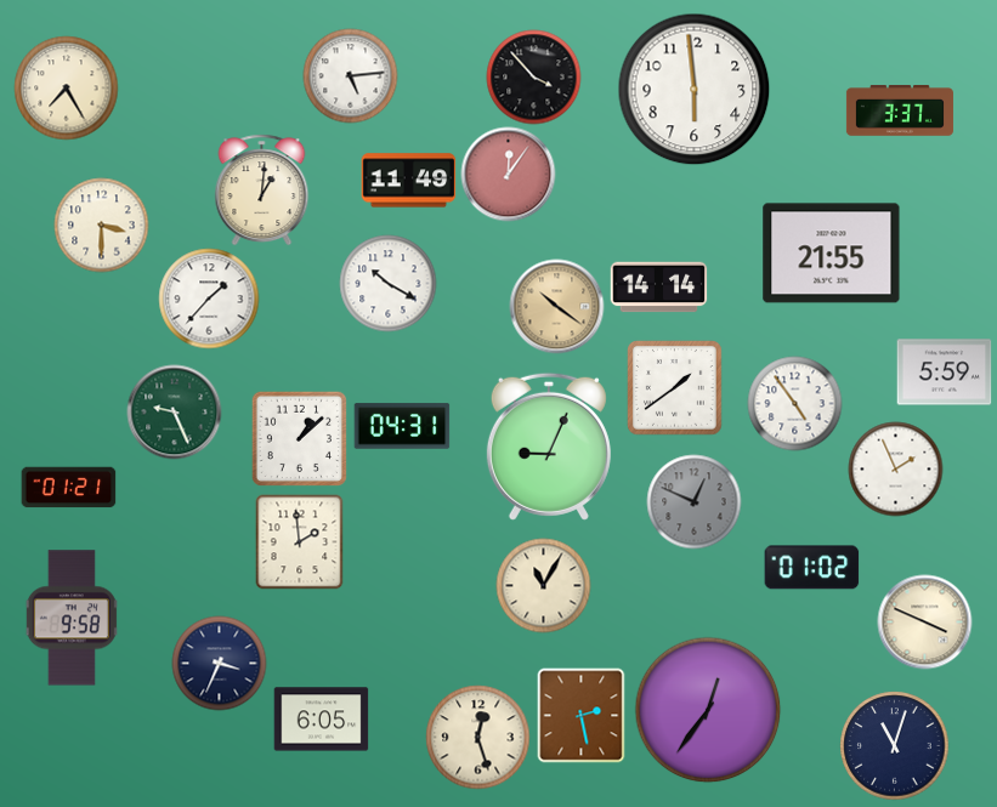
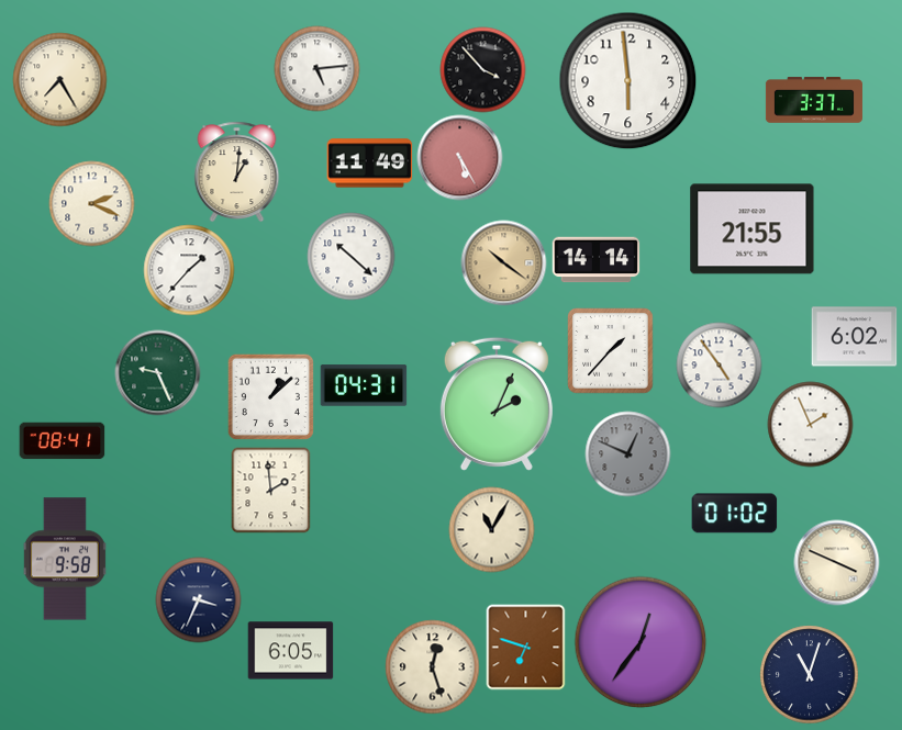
clock at (508, 174): 12:06 -> 5:25
clock at (101, 225): 3:30 -> 2:19
clock at (387, 283): 10:20 -> 10:22
clock at (556, 306) position: (556, 306) -> (503, 262)
clock at (944, 373): 5:59 -> 6:02
clock at (674, 387): 1:39 -> 1:37
clock at (549, 447): 9:04 -> 2:04
clock at (68, 488): 01:21 -> 08:41
clock at (582, 715): 2:28 -> 6:48
